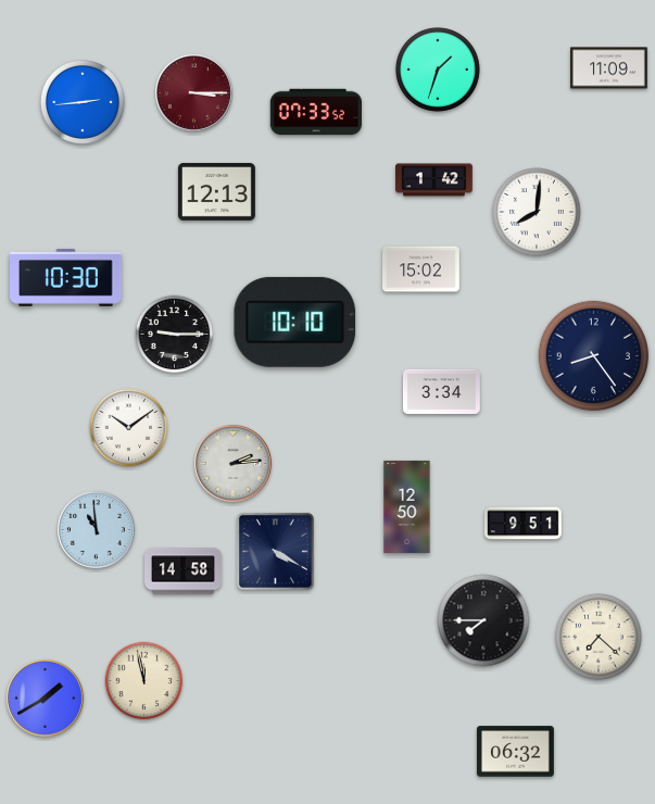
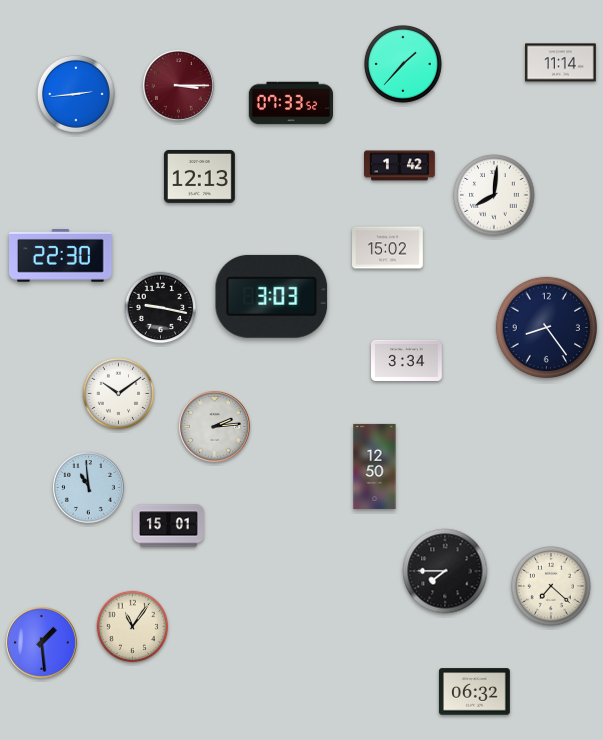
clock at (609, 68): 11:09 -> 11:14
clock at (439, 71): 1:33 -> 1:37
clock at (66, 278): 10:30 -> 22:30
clock at (295, 322): 10:10 -> 3:03
clock at (175, 335): 9:15 -> 9:17
clock at (524, 524): 9:51 -> none
clock at (275, 551): 4:20 -> none
clock at (184, 571): 14:58 -> 15:01
clock at (144, 681): 11:58 -> 11:06
clock at (46, 699): 1:40 -> 1:29
